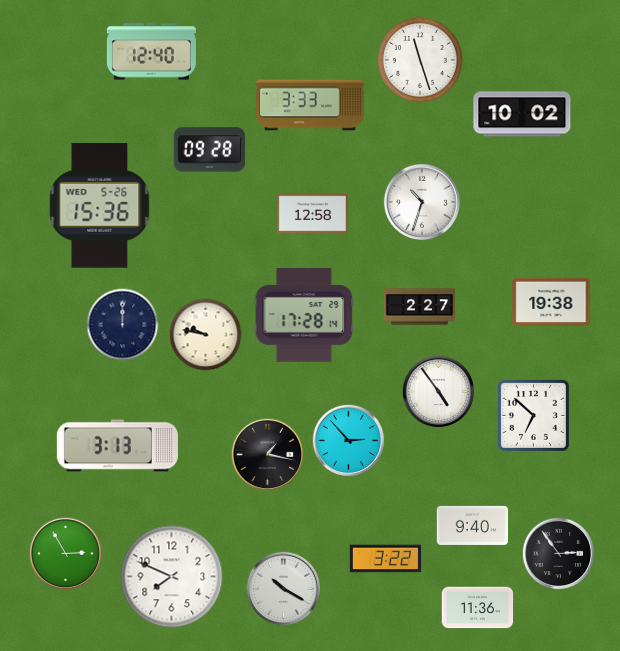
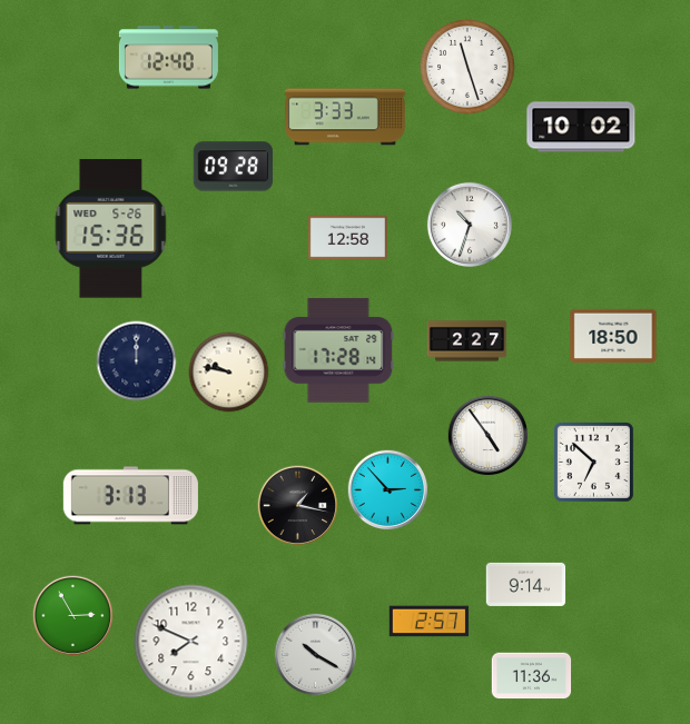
clock at (551, 301): 19:38 -> 18:50
clock at (473, 525): 9:40 -> 9:14
clock at (559, 554): 2:54 -> none
clock at (386, 559): 3:22 -> 2:57
